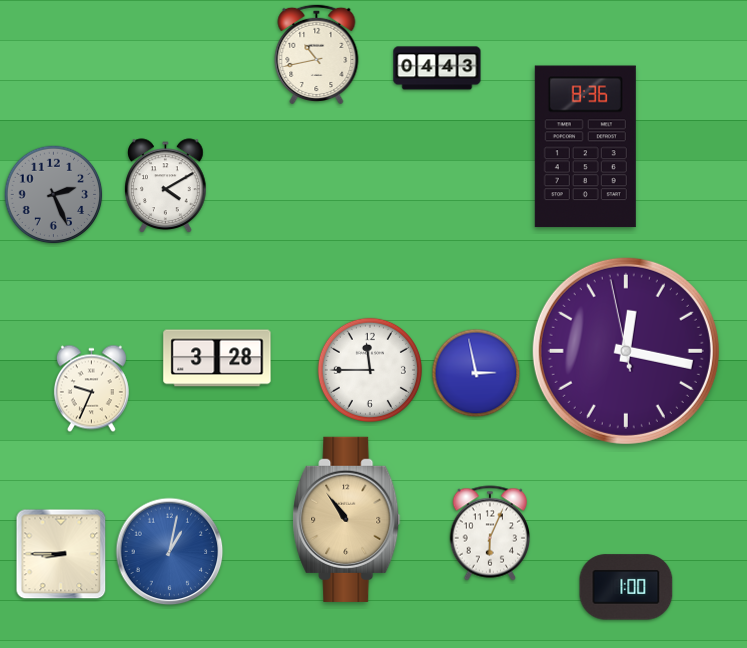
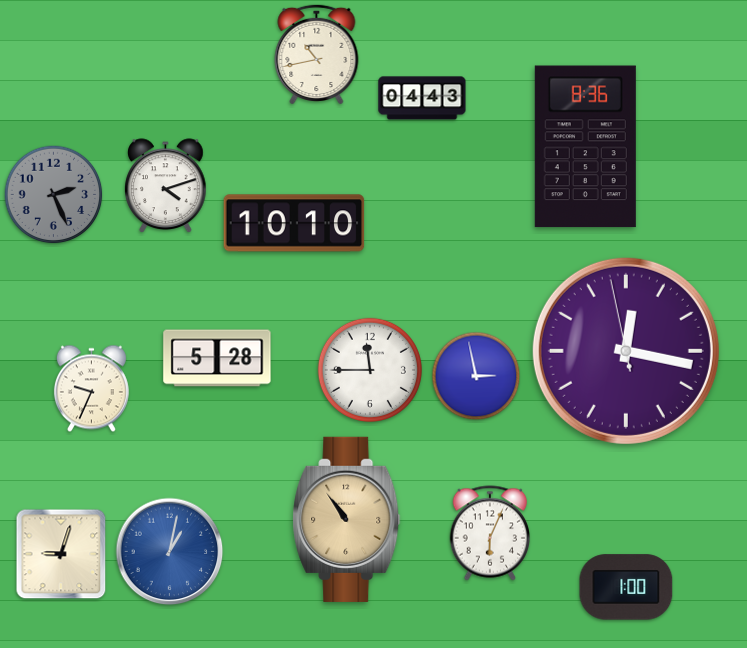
clock at (437, 68) position: (437, 68) -> (422, 98)
clock at (166, 185): 4:10 -> 4:12
clock at (294, 223): none -> 10:10
clock at (217, 358): 3:28 -> 5:28
clock at (476, 373) position: (476, 373) -> (476, 376)
clock at (61, 554): 8:45 -> 9:03
